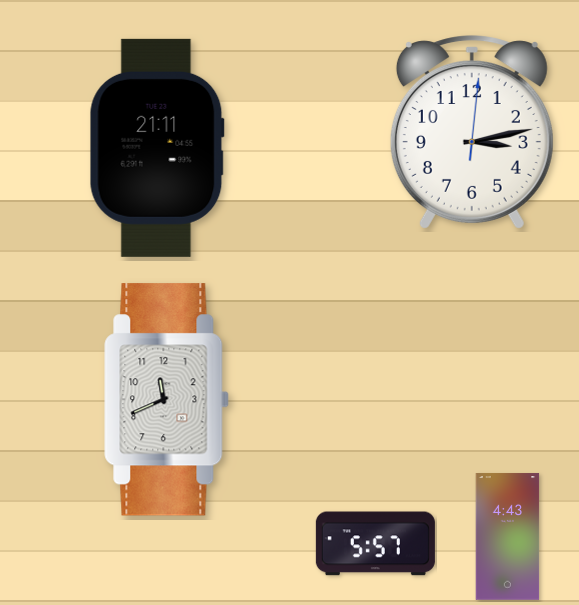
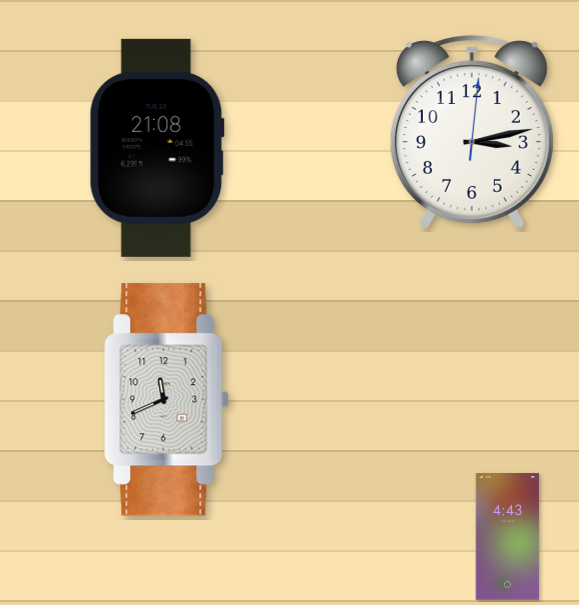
clock at (157, 148): 21:11 -> 21:08
clock at (375, 544): 5:57 -> none
